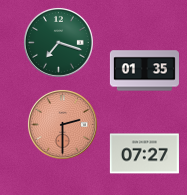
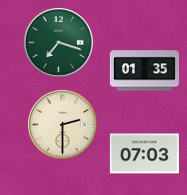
clock at (62, 124) dial: salmon -> cream
clock at (144, 154): 07:27 -> 07:03
